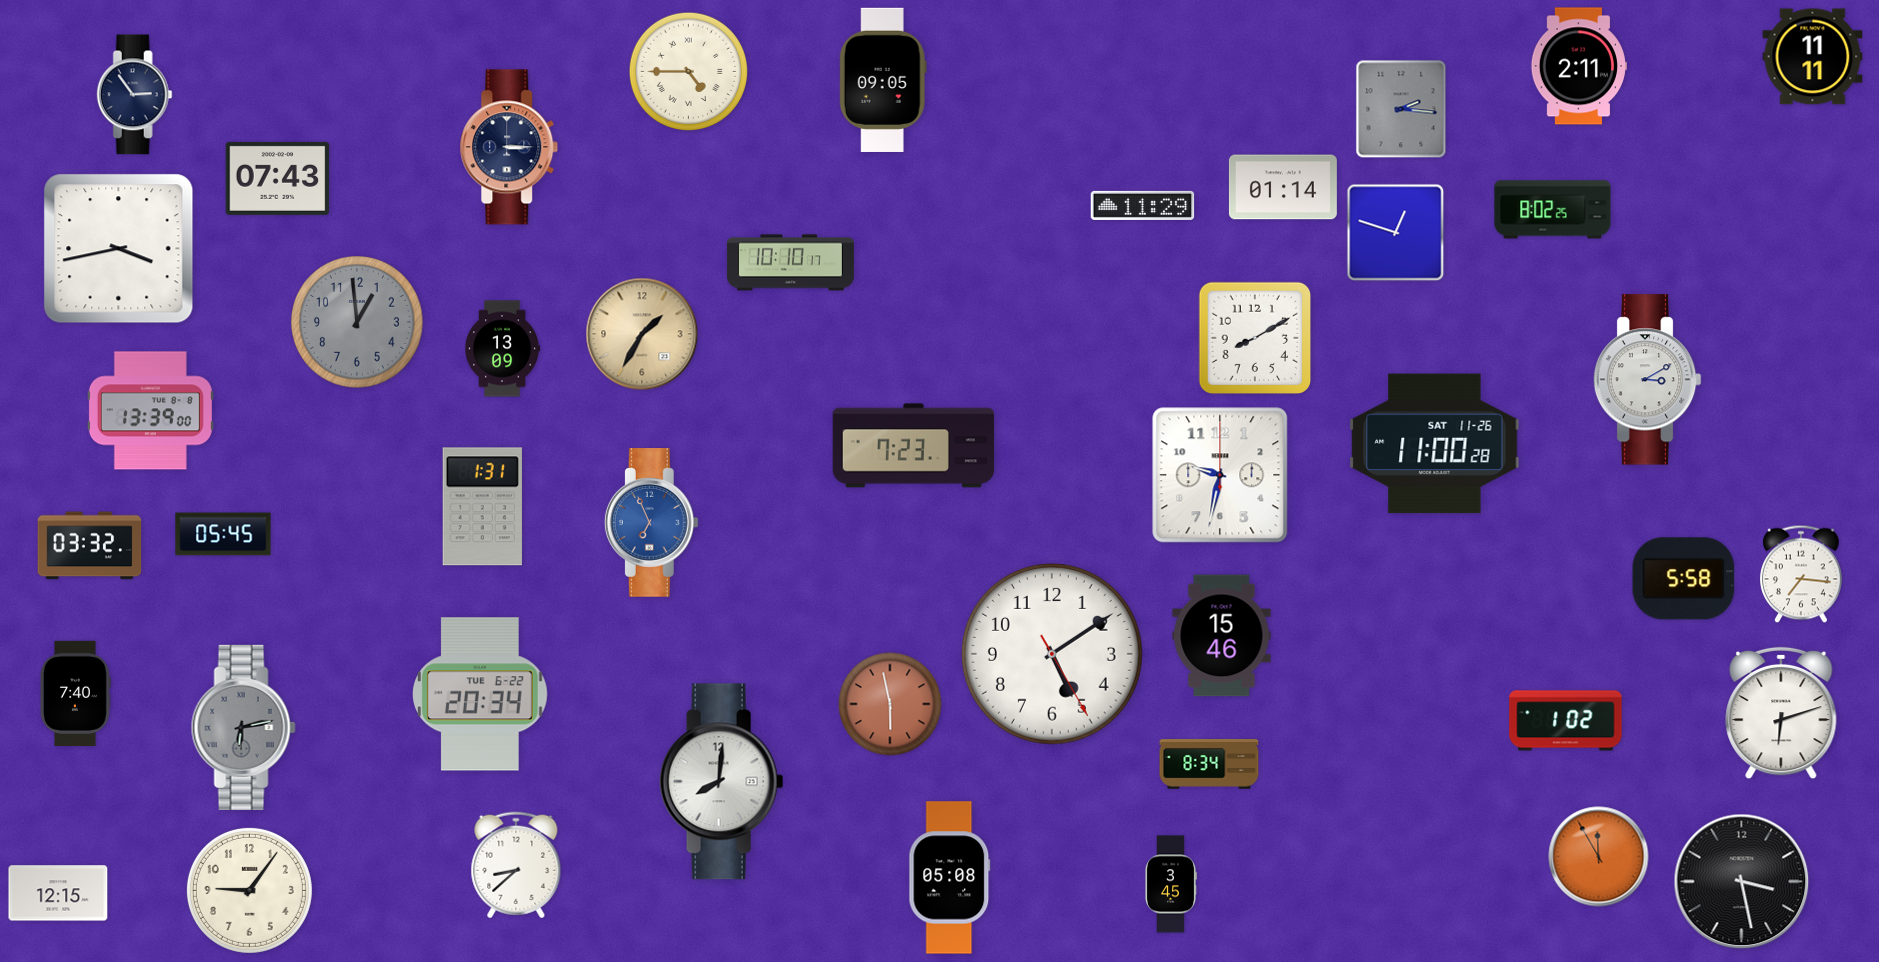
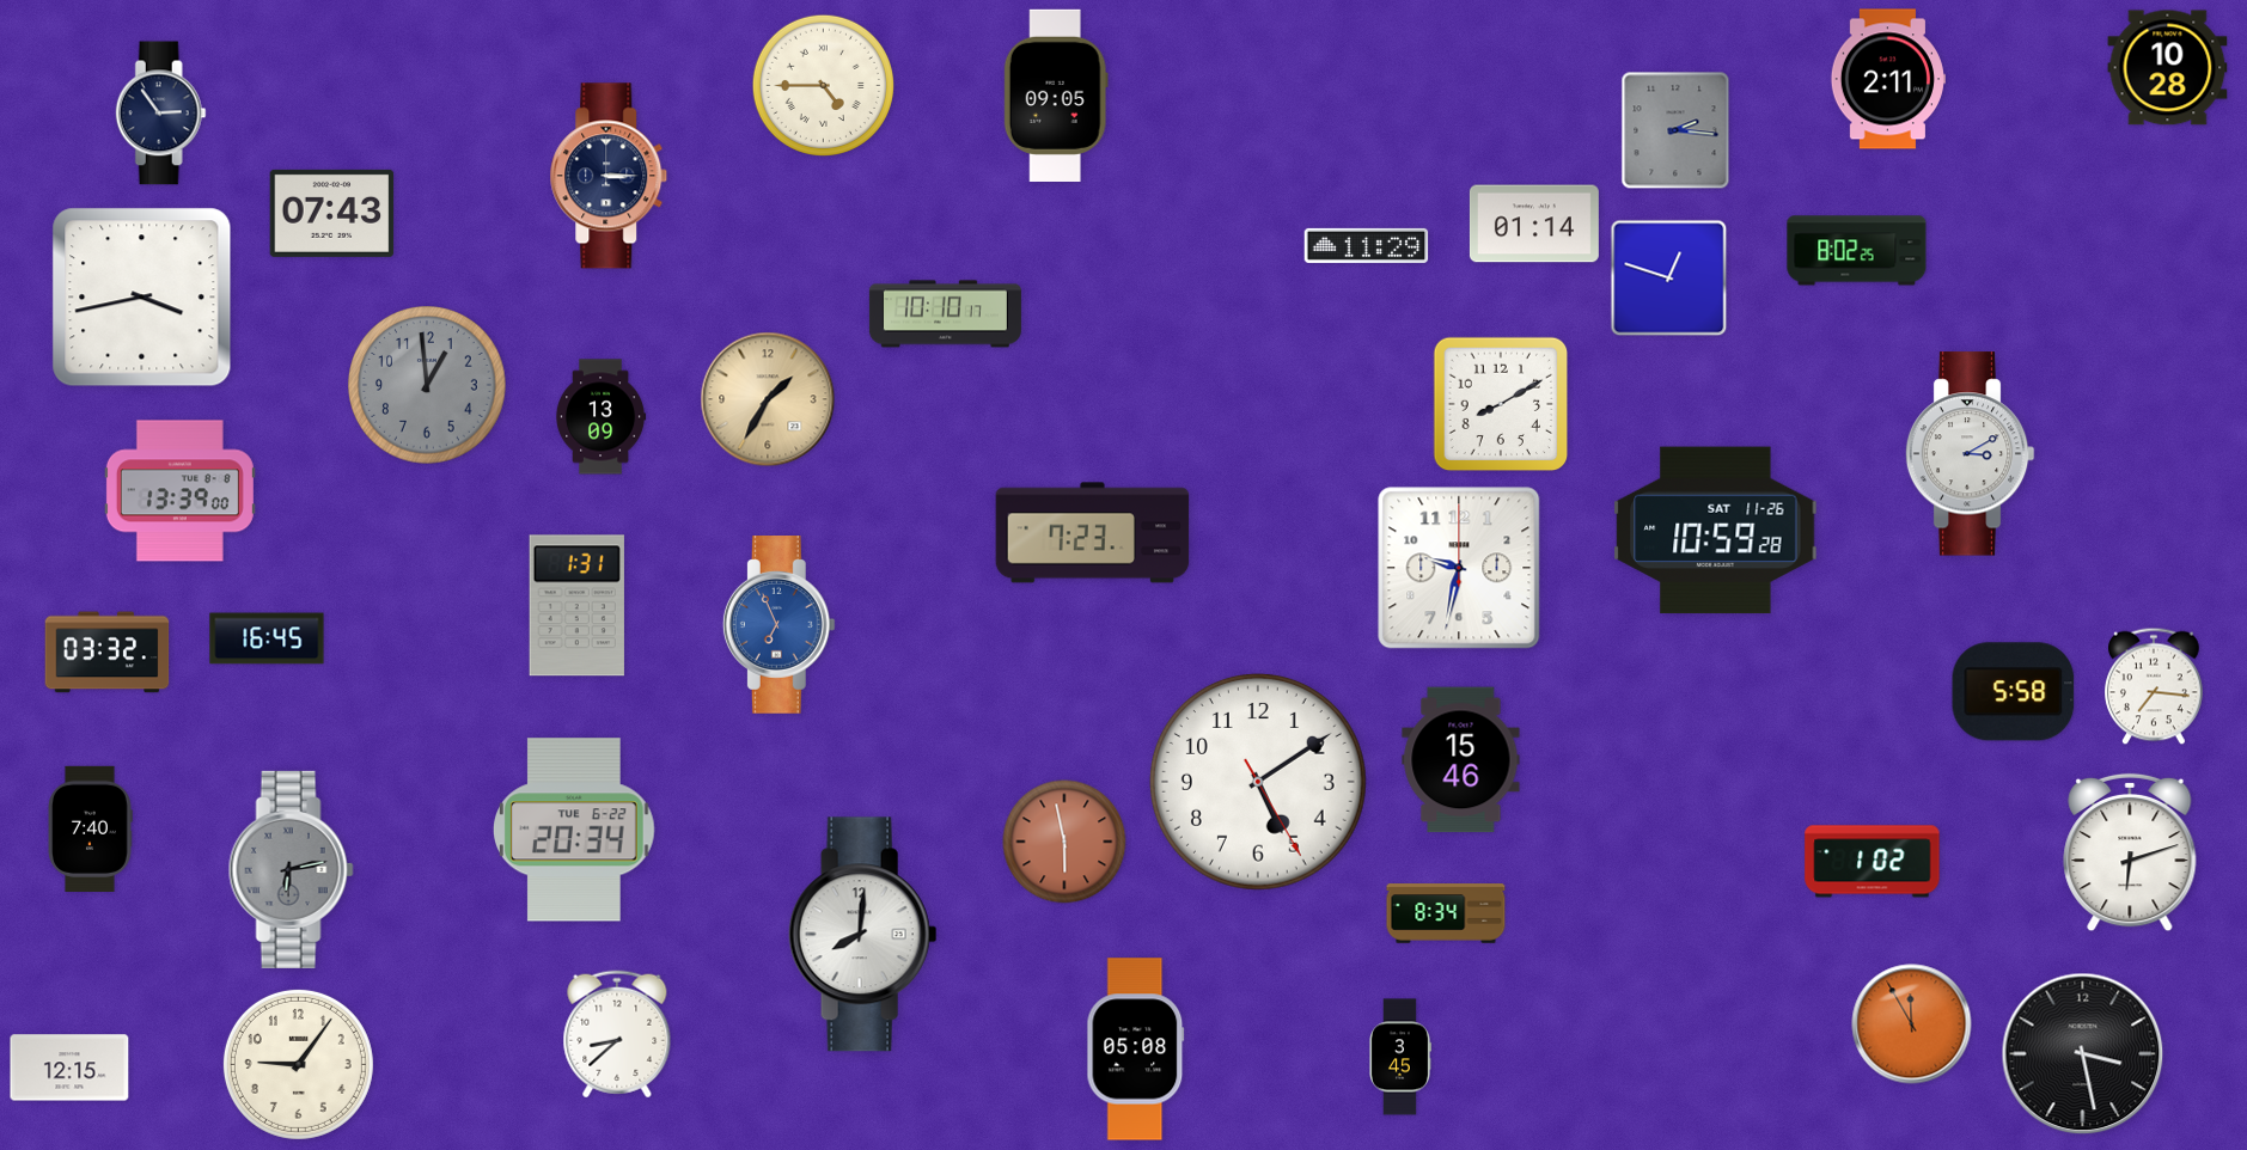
clock at (1813, 57): 11:11 -> 10:28
clock at (1435, 444): 11:00 -> 10:59
clock at (223, 534): 05:45 -> 16:45
